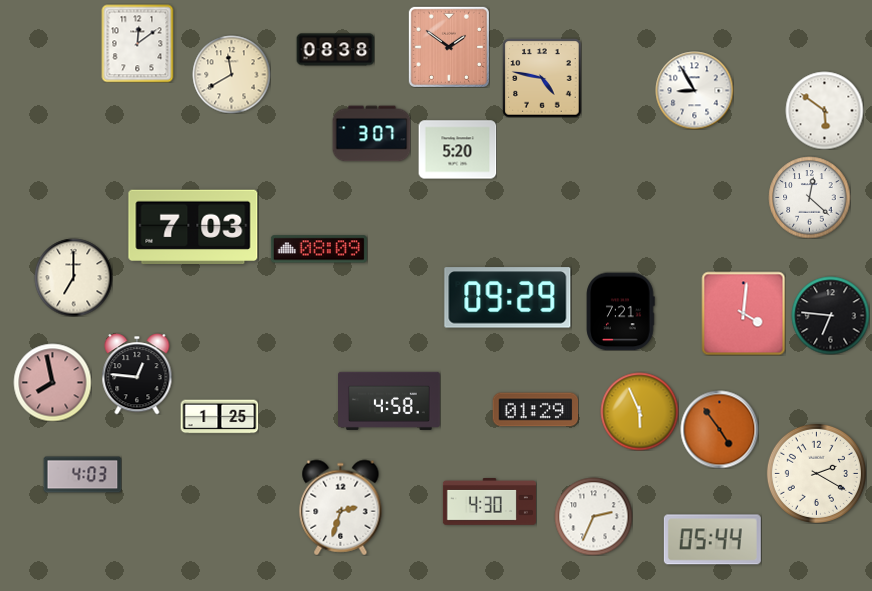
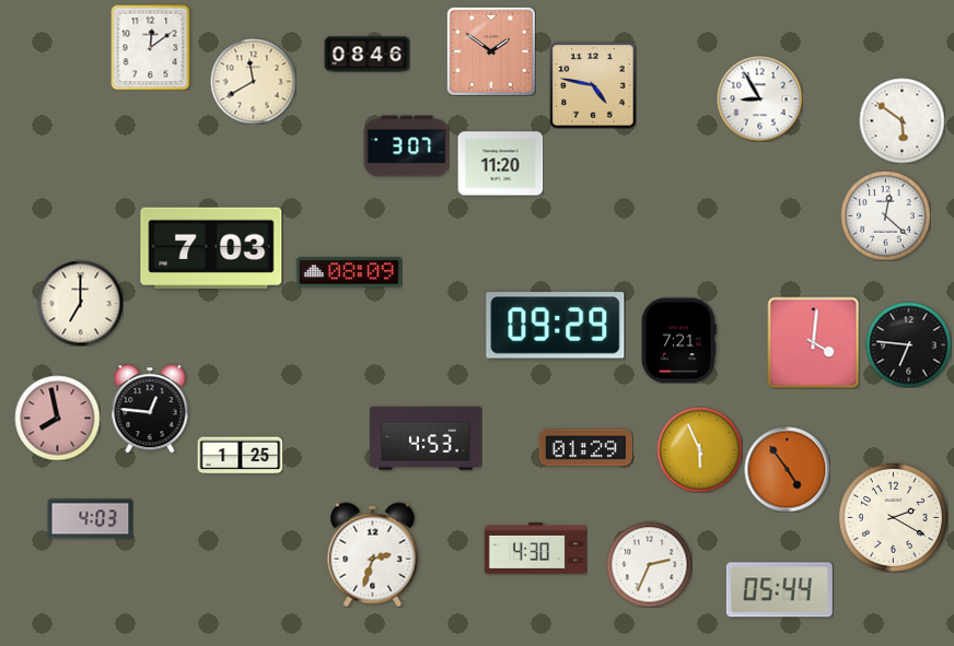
clock at (335, 50): 08:38 -> 08:46
clock at (457, 150): 5:20 -> 11:20
clock at (390, 401): 4:58 -> 4:53
